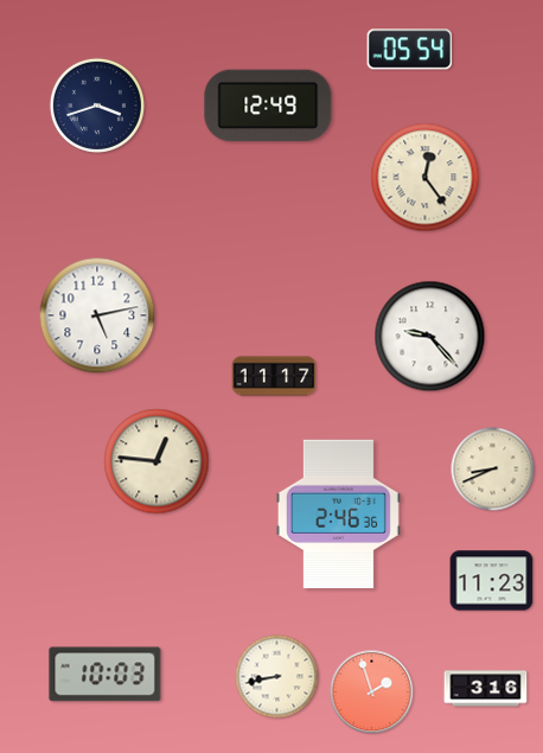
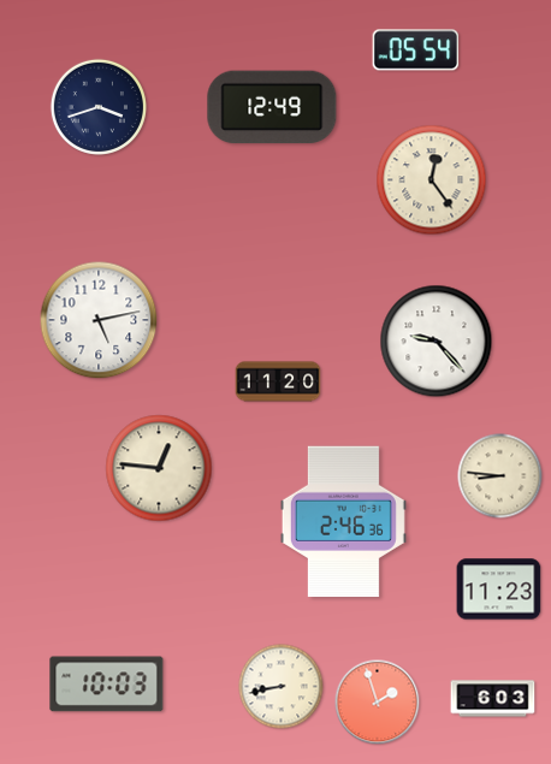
clock at (274, 376): 11:17 -> 11:20
clock at (493, 470): 8:41 -> 8:46
clock at (486, 689): 3:16 -> 6:03
